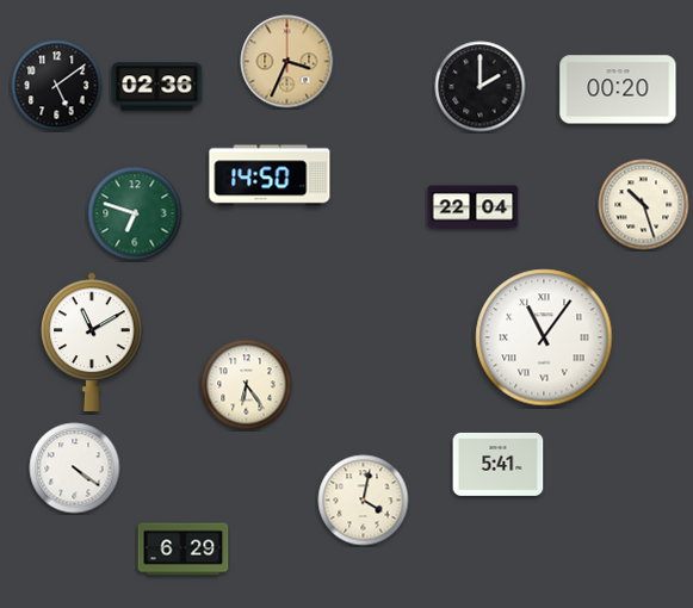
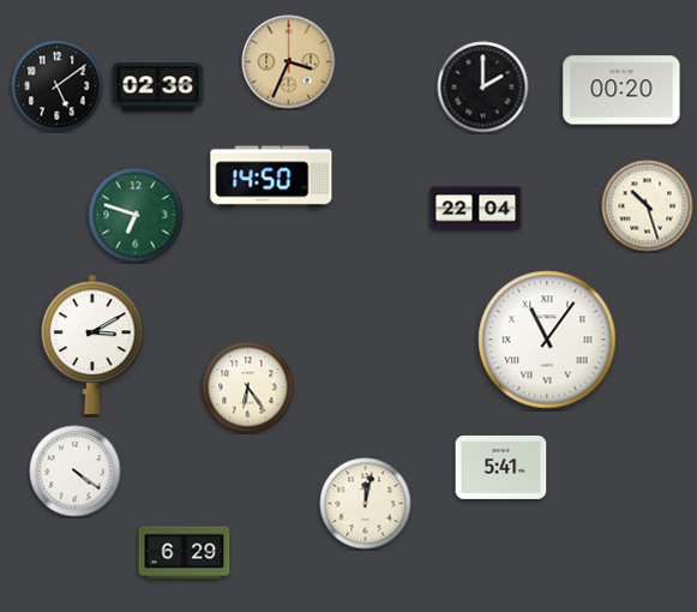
clock at (92, 341): 11:10 -> 3:10
clock at (364, 501): 4:02 -> 12:02
